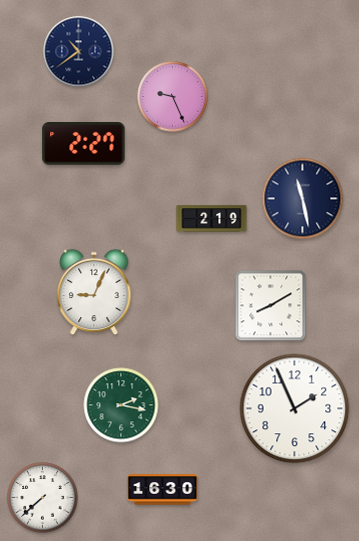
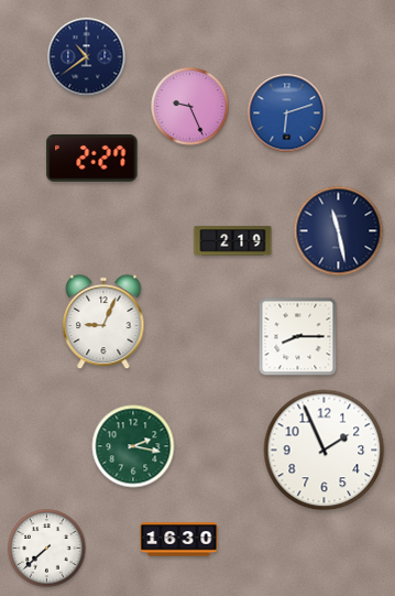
clock at (287, 113): none -> 6:12
clock at (303, 199) position: (303, 199) -> (339, 231)
clock at (271, 306): 8:10 -> 8:15
